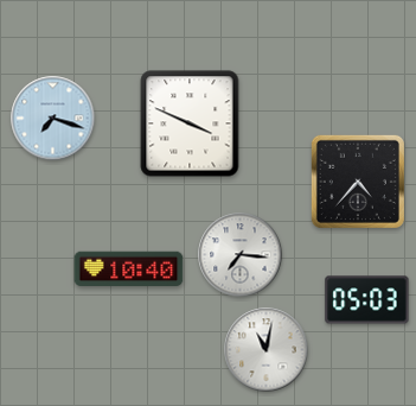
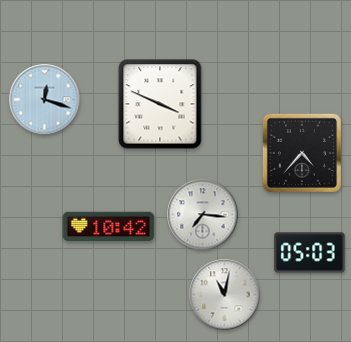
clock at (53, 119): 7:18 -> 12:18
clock at (129, 269): 10:40 -> 10:42
